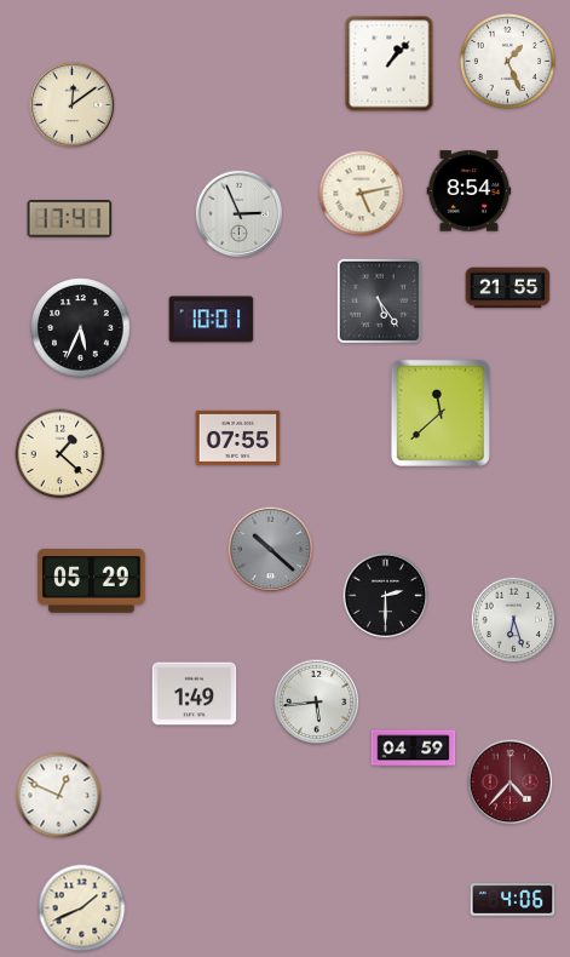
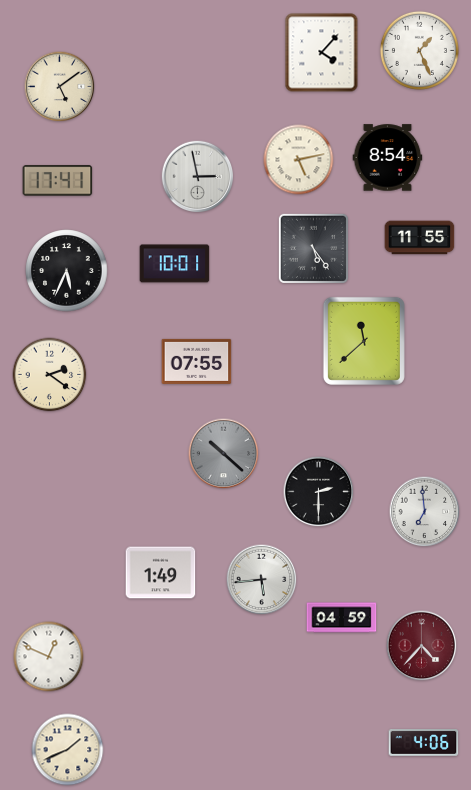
clock at (390, 64): 1:07 -> 4:07
clock at (73, 105): 12:09 -> 5:09
clock at (240, 214): 2:56 -> 2:58
clock at (508, 288): 21:55 -> 11:55
clock at (61, 454): 1:22 -> 2:21
clock at (92, 581): 05:29 -> none
clock at (514, 620): 6:27 -> 6:59
